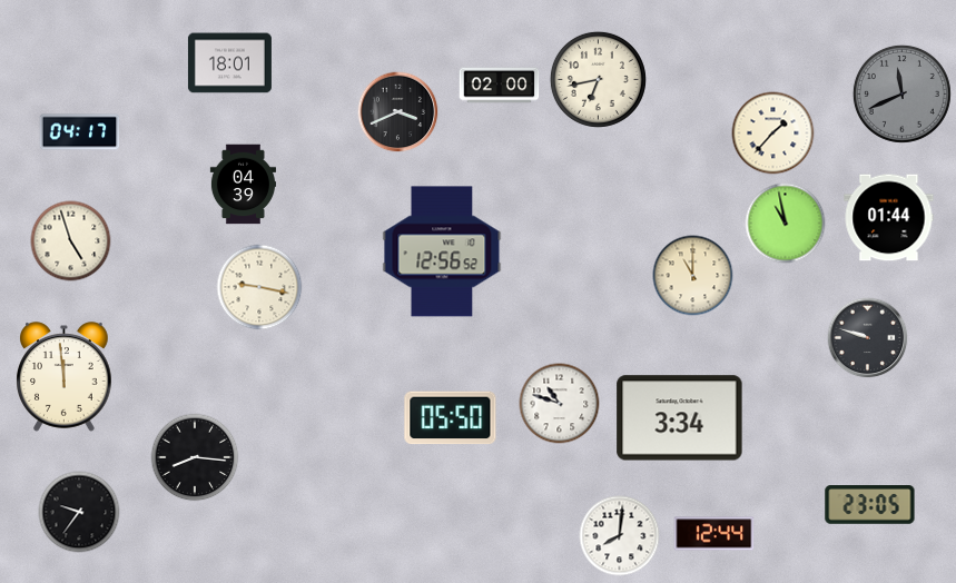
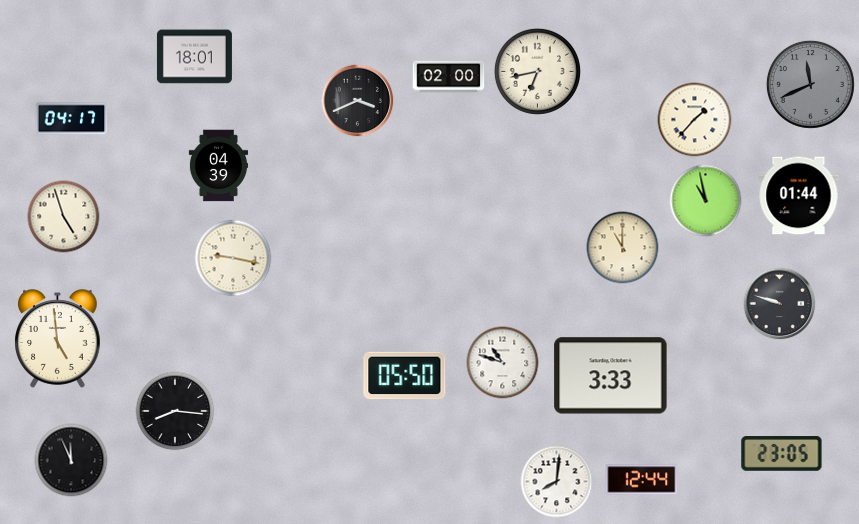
clock at (229, 63) position: (229, 63) -> (194, 57)
clock at (442, 251): 12:56 -> none
clock at (65, 377): 11:59 -> 4:59
clock at (680, 418): 3:34 -> 3:33
clock at (79, 512): 9:36 -> 11:56
